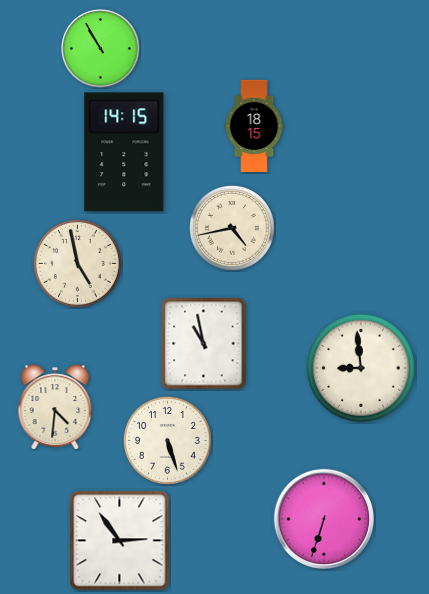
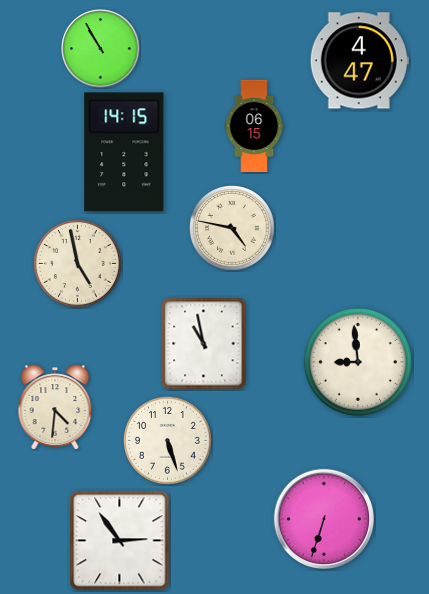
clock at (359, 61): none -> 4:47
clock at (254, 126): 18:15 -> 06:15
clock at (233, 229): 4:43 -> 4:47
clock at (361, 368) position: (361, 368) -> (358, 362)
